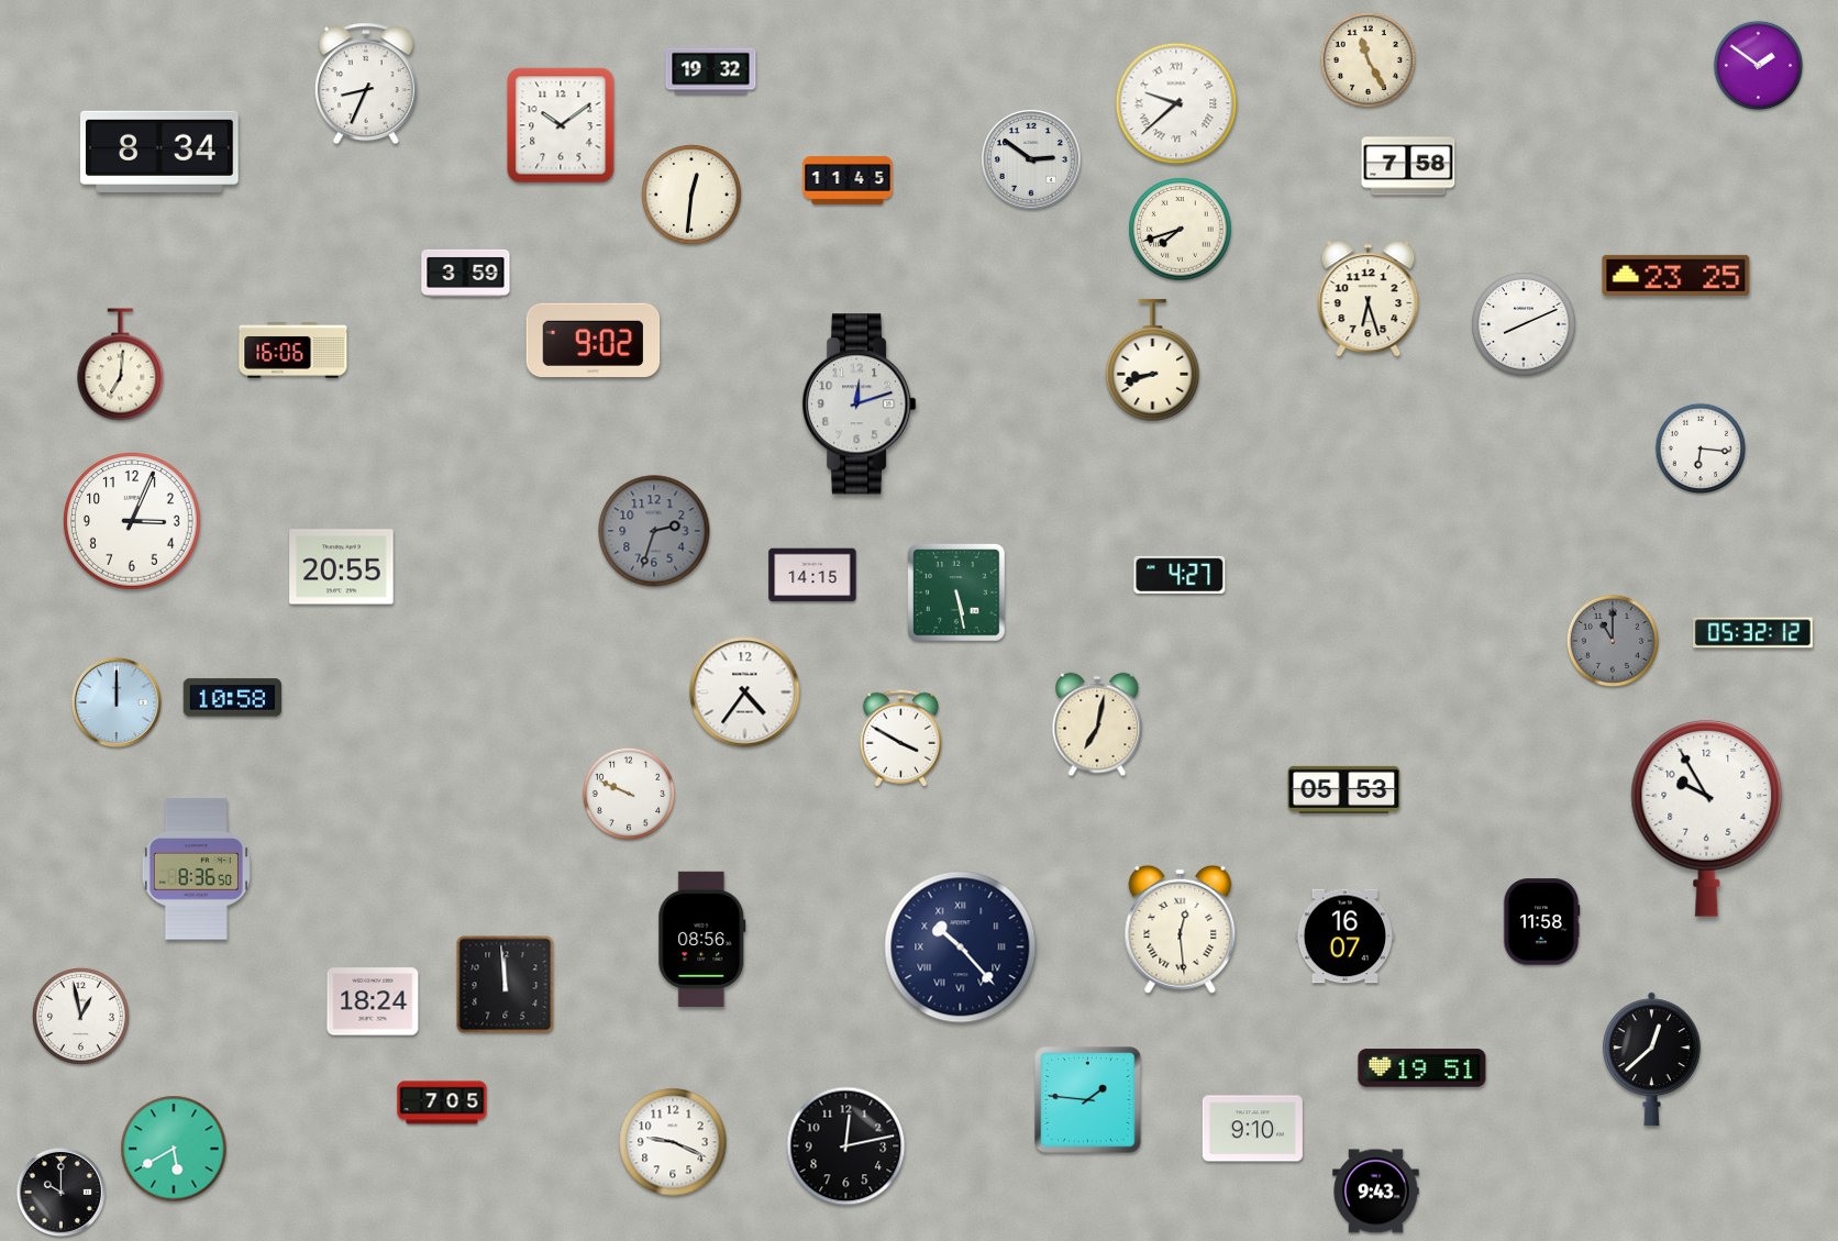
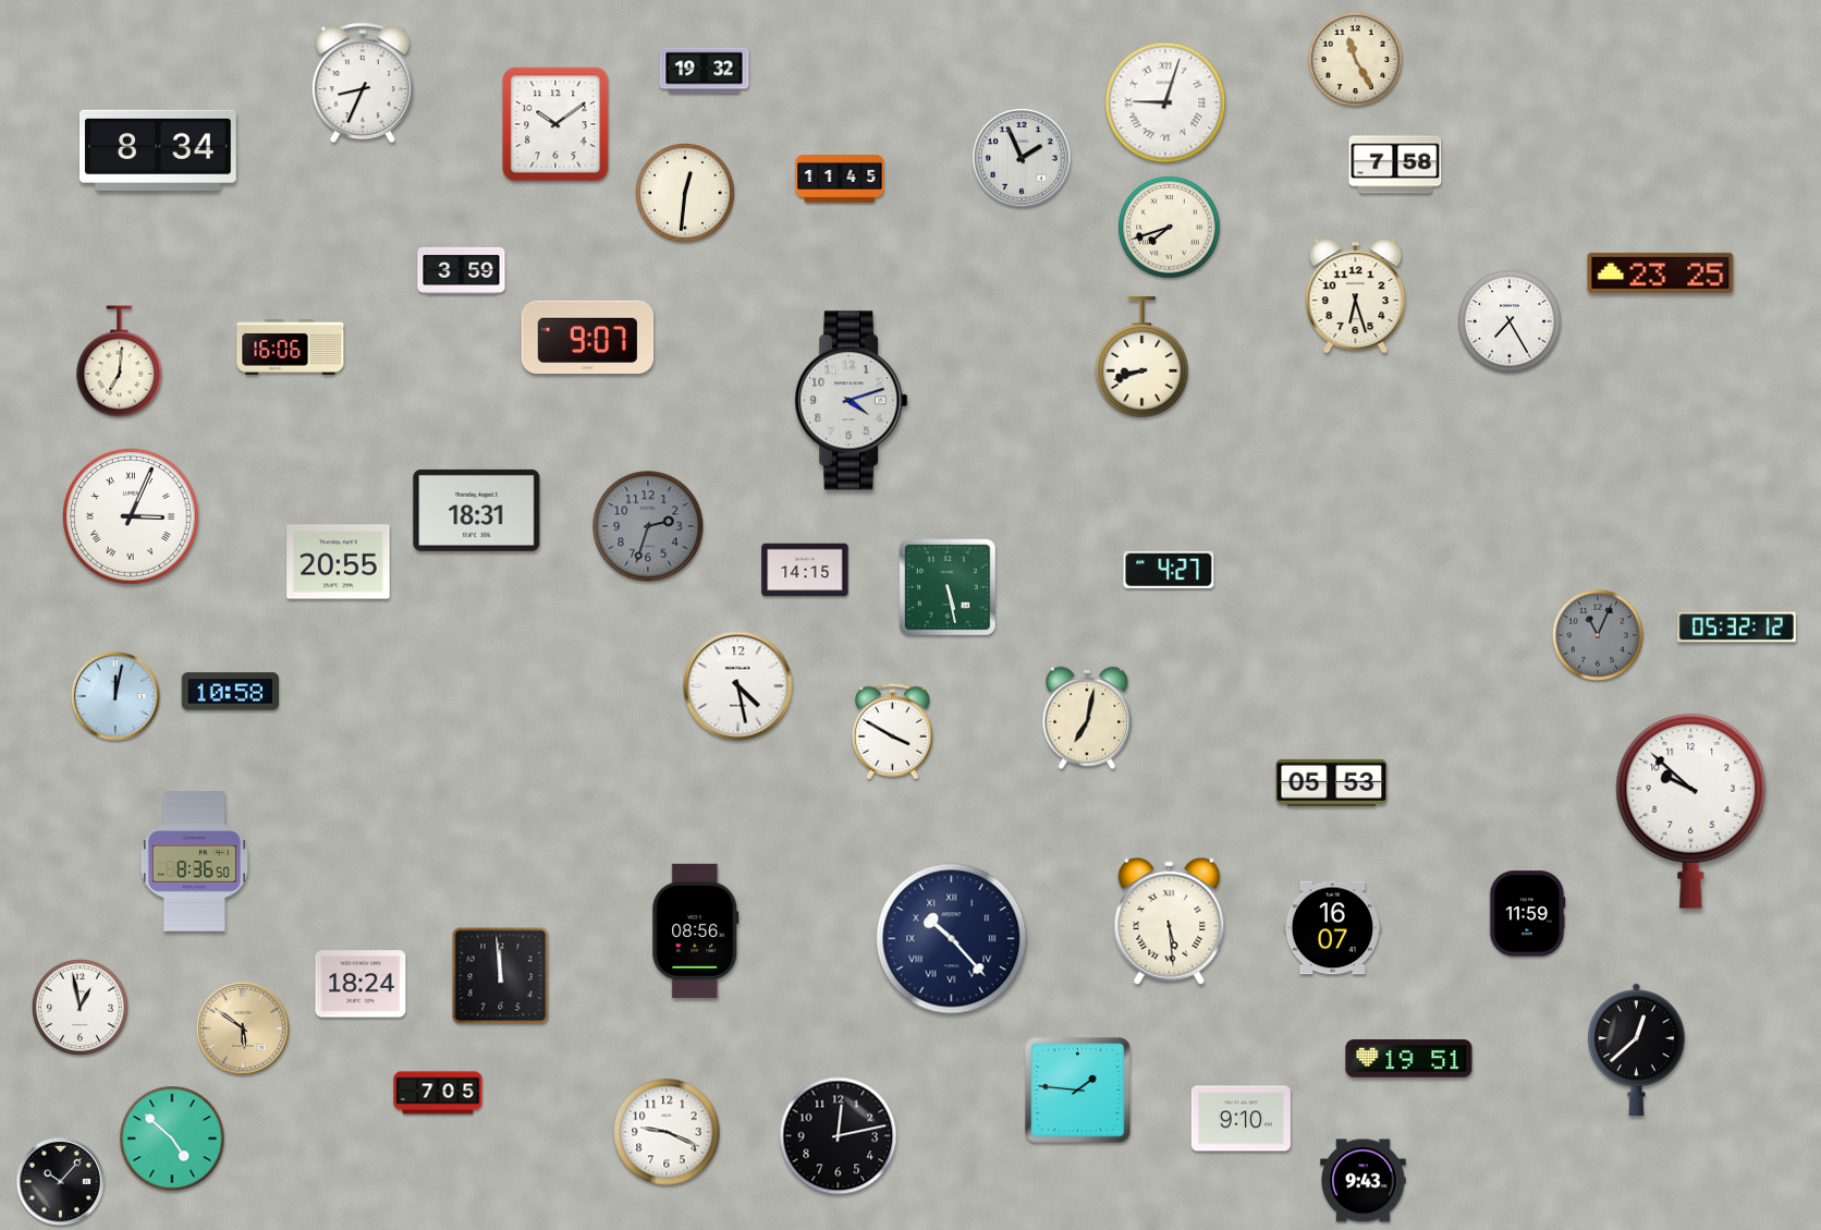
clock at (1759, 66): 1:51 -> none
clock at (1176, 103): 9:38 -> 9:03
clock at (1032, 160): 2:51 -> 1:56
clock at (1524, 324): 8:11 -> 7:25
clock at (594, 341): 9:02 -> 9:07
clock at (860, 405): 12:12 -> 4:12
clock at (1701, 448): 6:16 -> none
clock at (477, 510): none -> 18:31
clock at (132, 521) numerals: Arabic -> Roman
clock at (1612, 640): 11:00 -> 11:04
clock at (745, 692): 4:36 -> 4:28
clock at (117, 702): 12:00 -> 12:02
clock at (628, 793): 9:49 -> none
clock at (1707, 818): 9:55 -> 9:52
clock at (1541, 922): 11:58 -> 11:59
clock at (1181, 929): 12:29 -> 5:29
clock at (373, 1001) position: (373, 1001) -> (360, 984)
clock at (243, 1028): none -> 5:51
clock at (174, 1149): 5:40 -> 4:52
clock at (60, 1192): 10:00 -> 10:07
